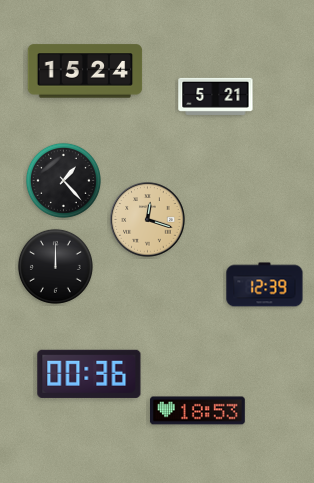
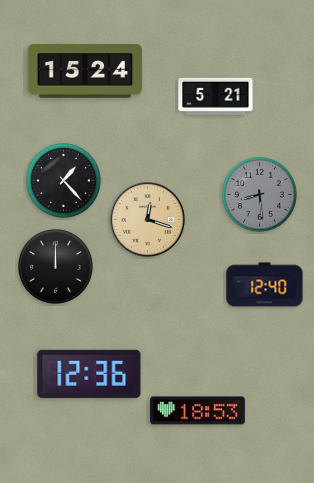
clock at (259, 194): none -> 8:29
clock at (265, 285): 12:39 -> 12:40
clock at (89, 374): 00:36 -> 12:36
